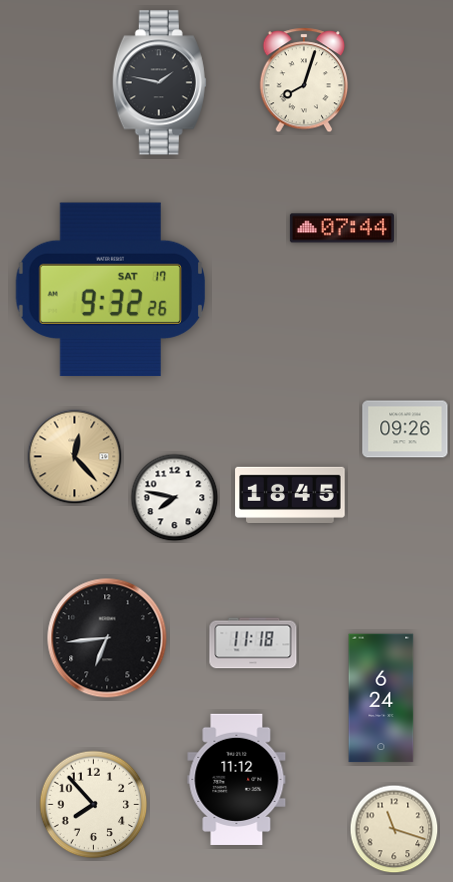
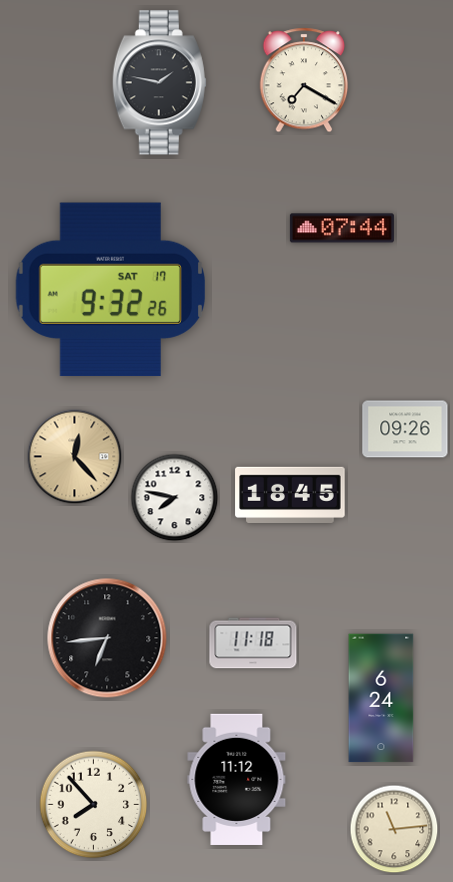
clock at (304, 80): 8:03 -> 7:20
clock at (394, 829): 11:18 -> 11:14
